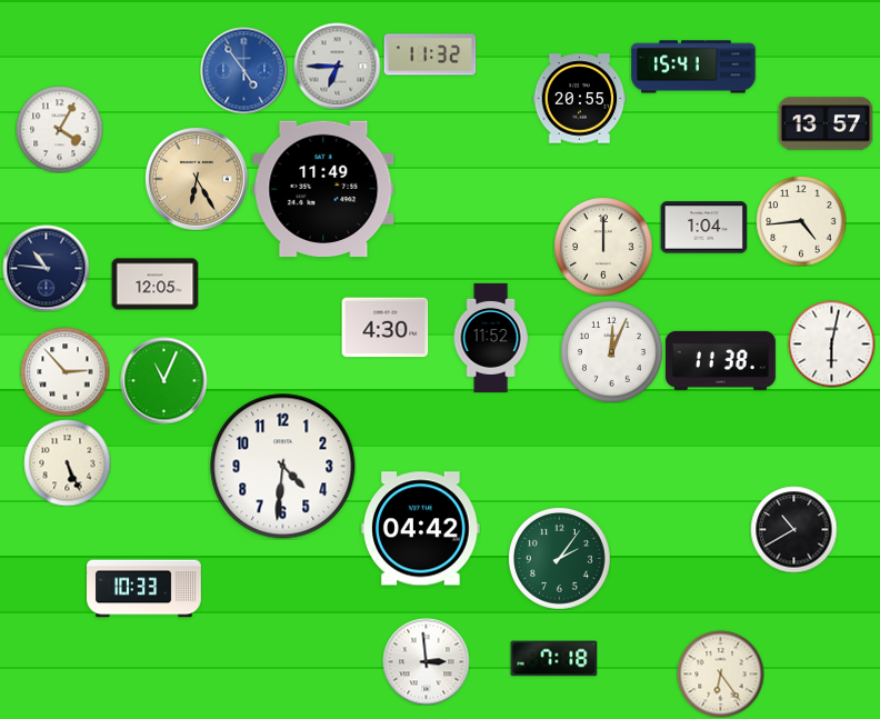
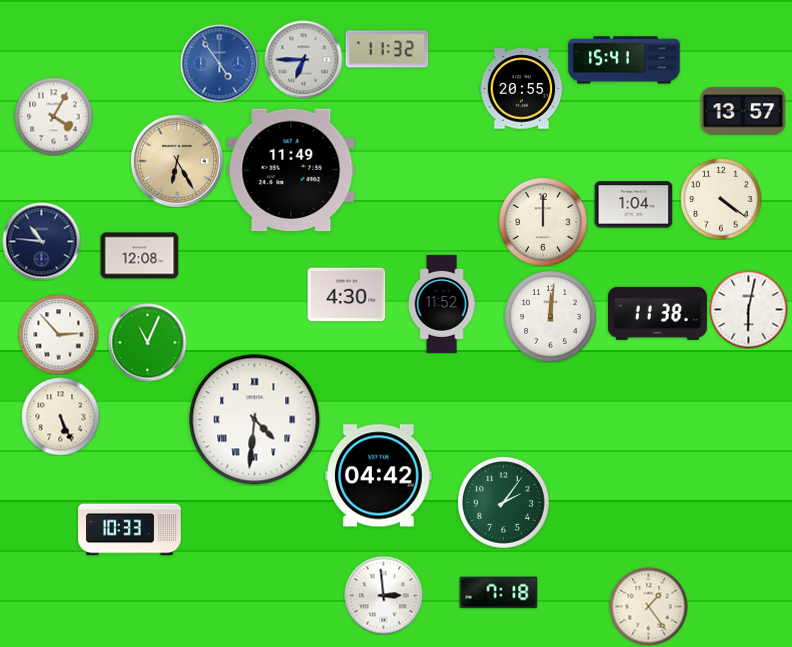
clock at (801, 221): 4:44 -> 4:21
clock at (154, 284): 12:05 -> 12:08
clock at (611, 351): 12:04 -> 12:01
clock at (720, 360) position: (720, 360) -> (657, 313)
clock at (283, 467) numerals: Arabic -> Roman
clock at (793, 529): 10:40 -> none
clock at (720, 673): 6:24 -> 1:24
